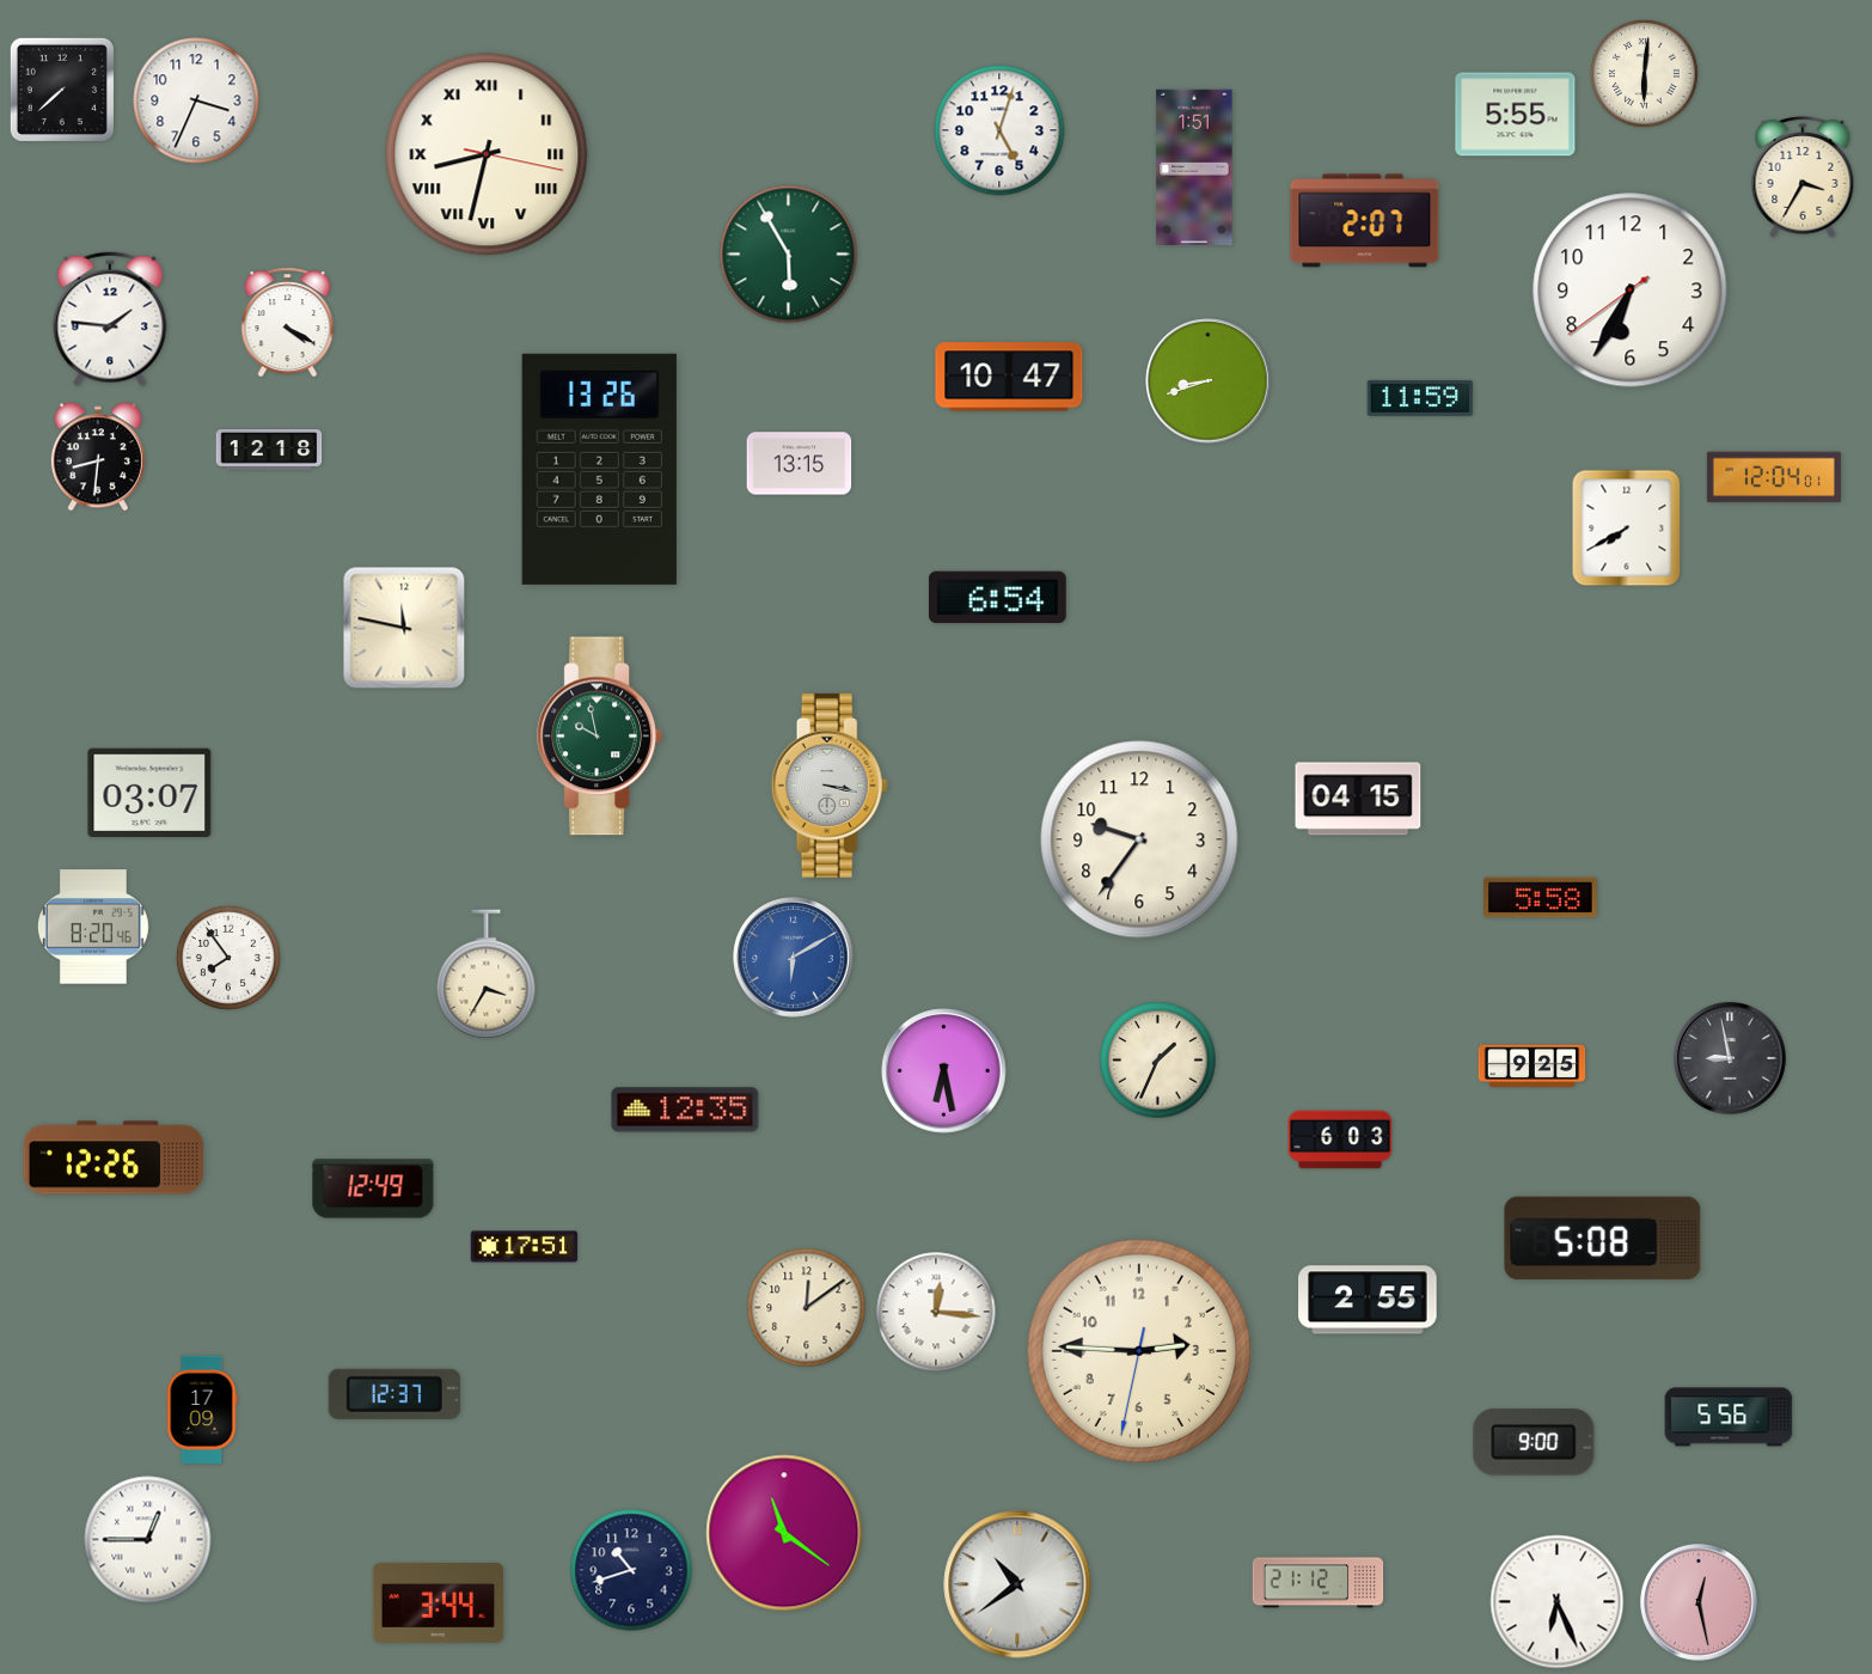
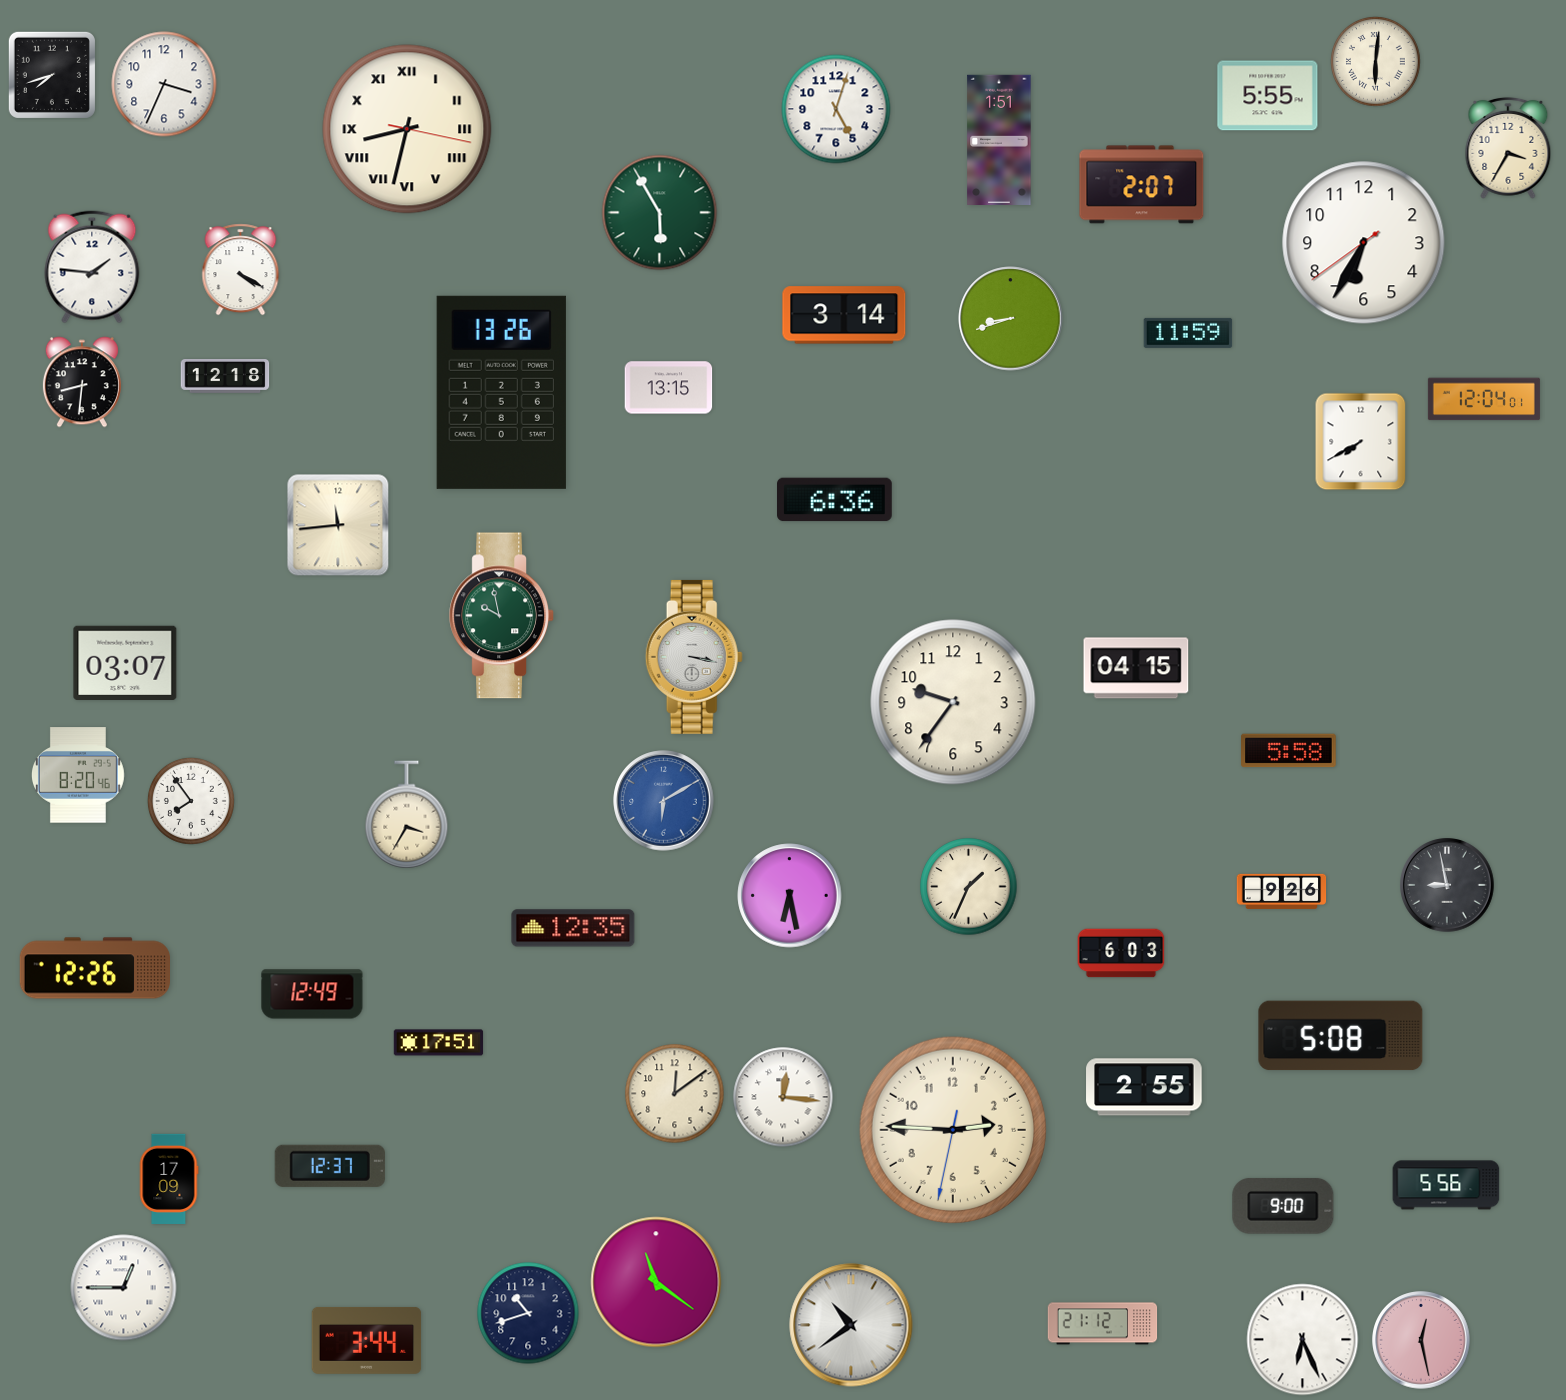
clock at (62, 90): 7:38 -> 7:42
clock at (1009, 377): 10:47 -> 3:14
clock at (998, 598): 6:54 -> 6:36
clock at (404, 628): 11:47 -> 11:44
clock at (1533, 1065): 9:25 -> 9:26
